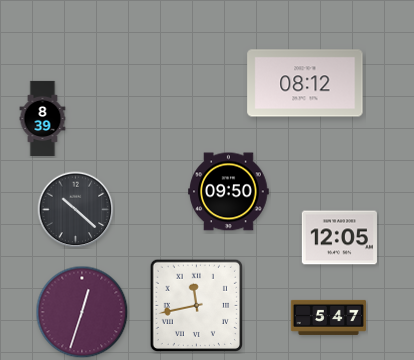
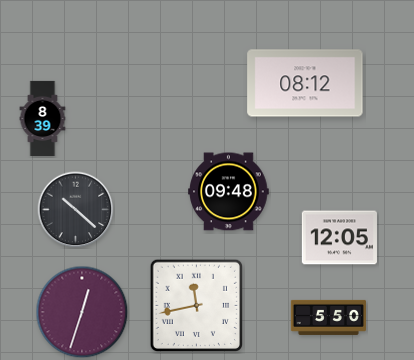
clock at (229, 192): 09:50 -> 09:48
clock at (328, 317): 5:47 -> 5:50
